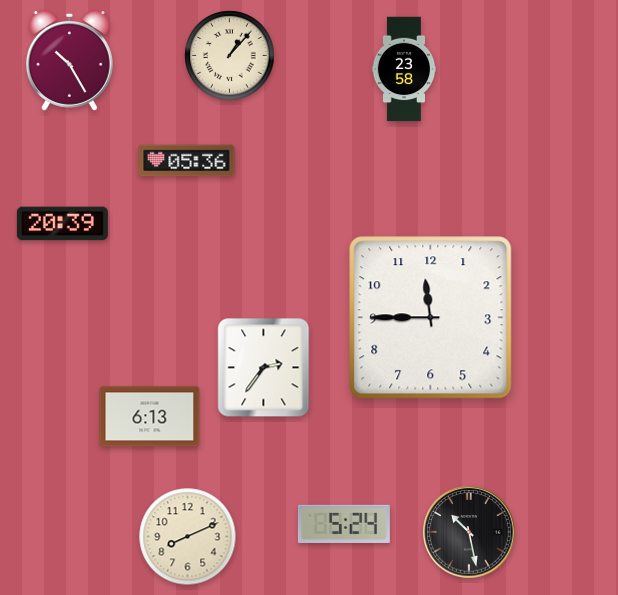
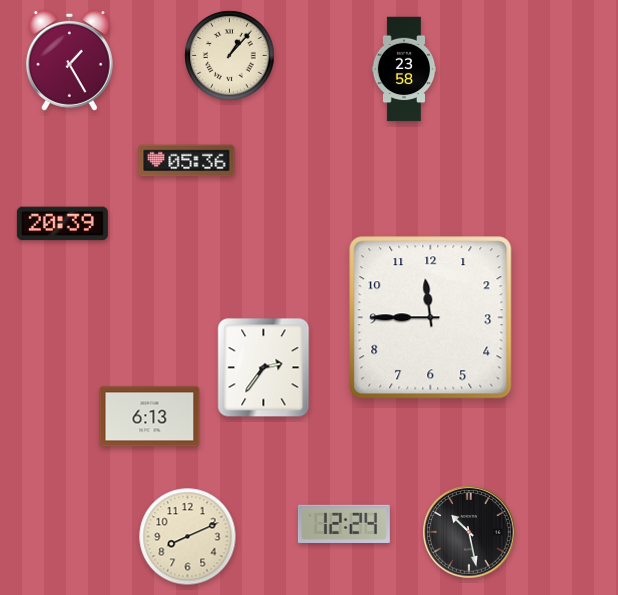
clock at (69, 60): 10:25 -> 1:25
clock at (344, 524): 5:24 -> 12:24
